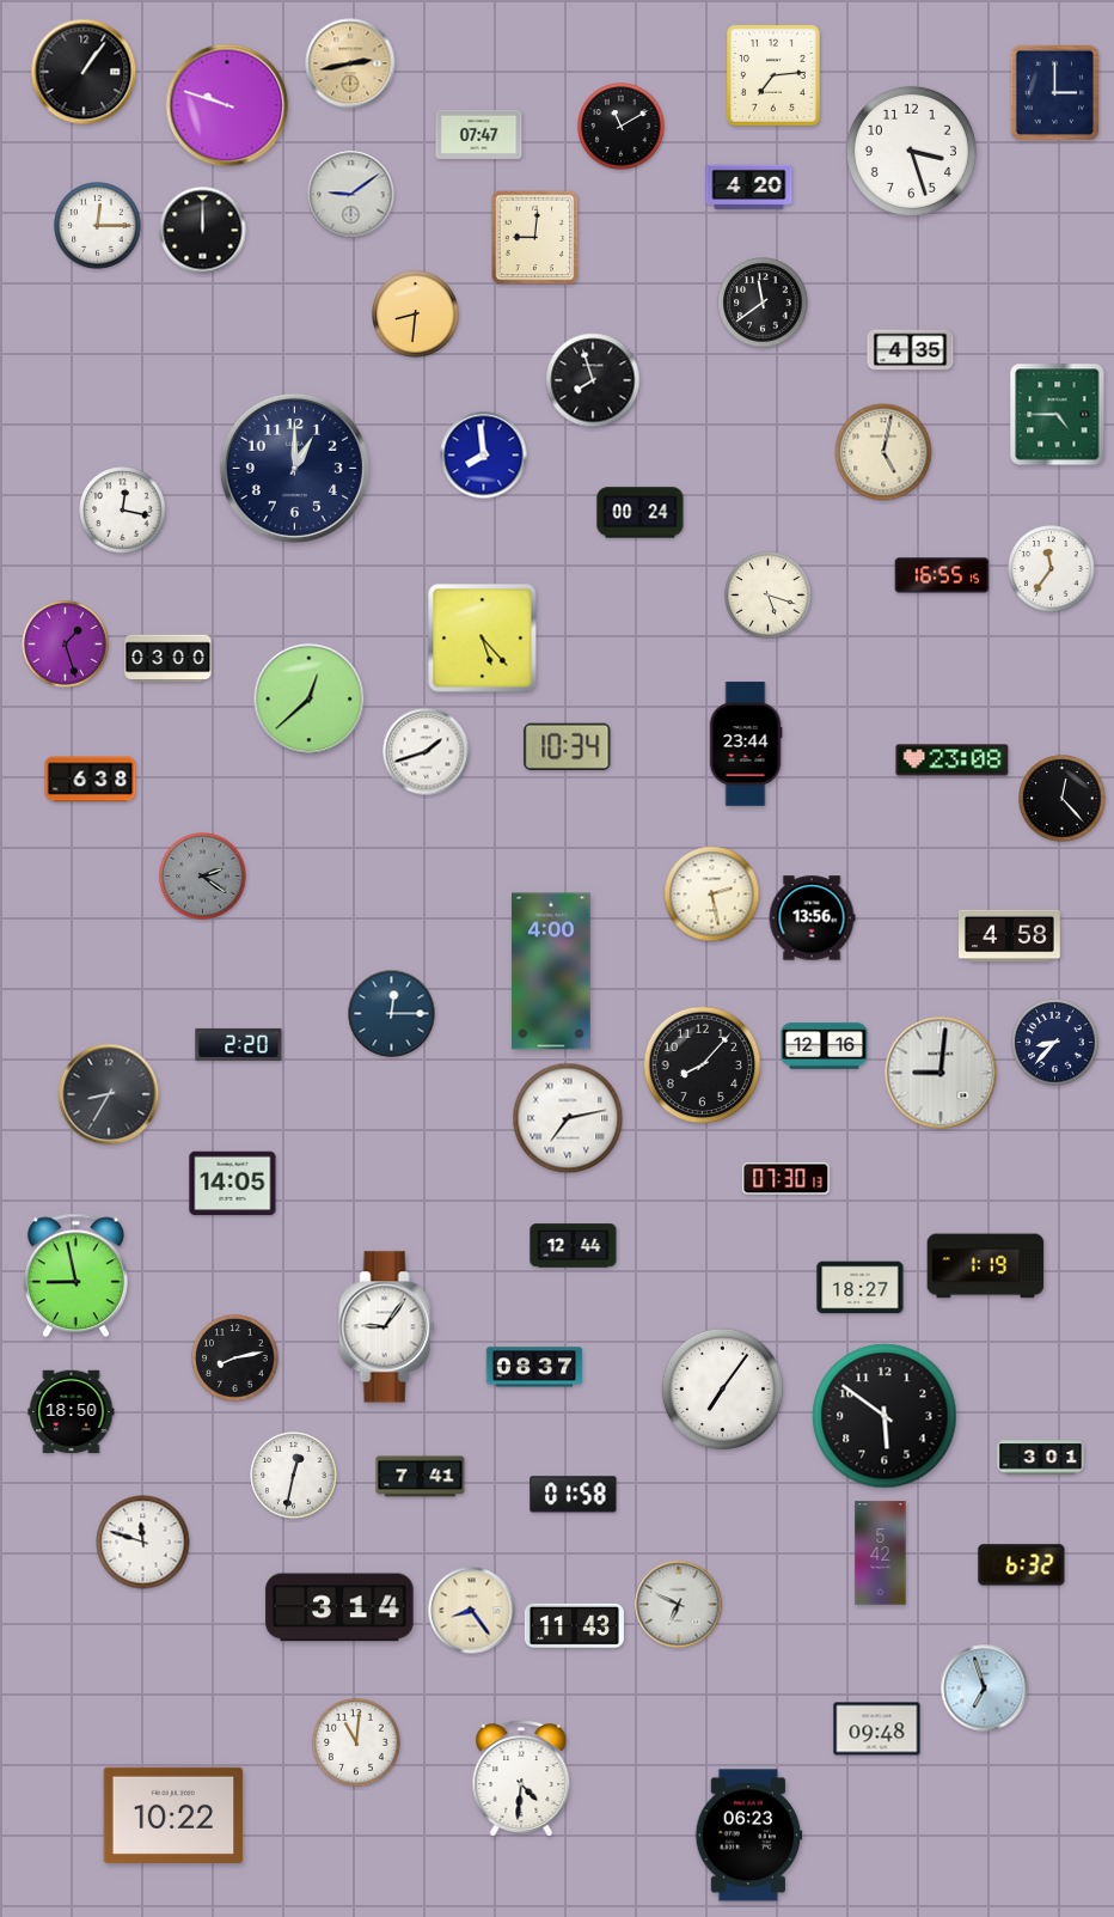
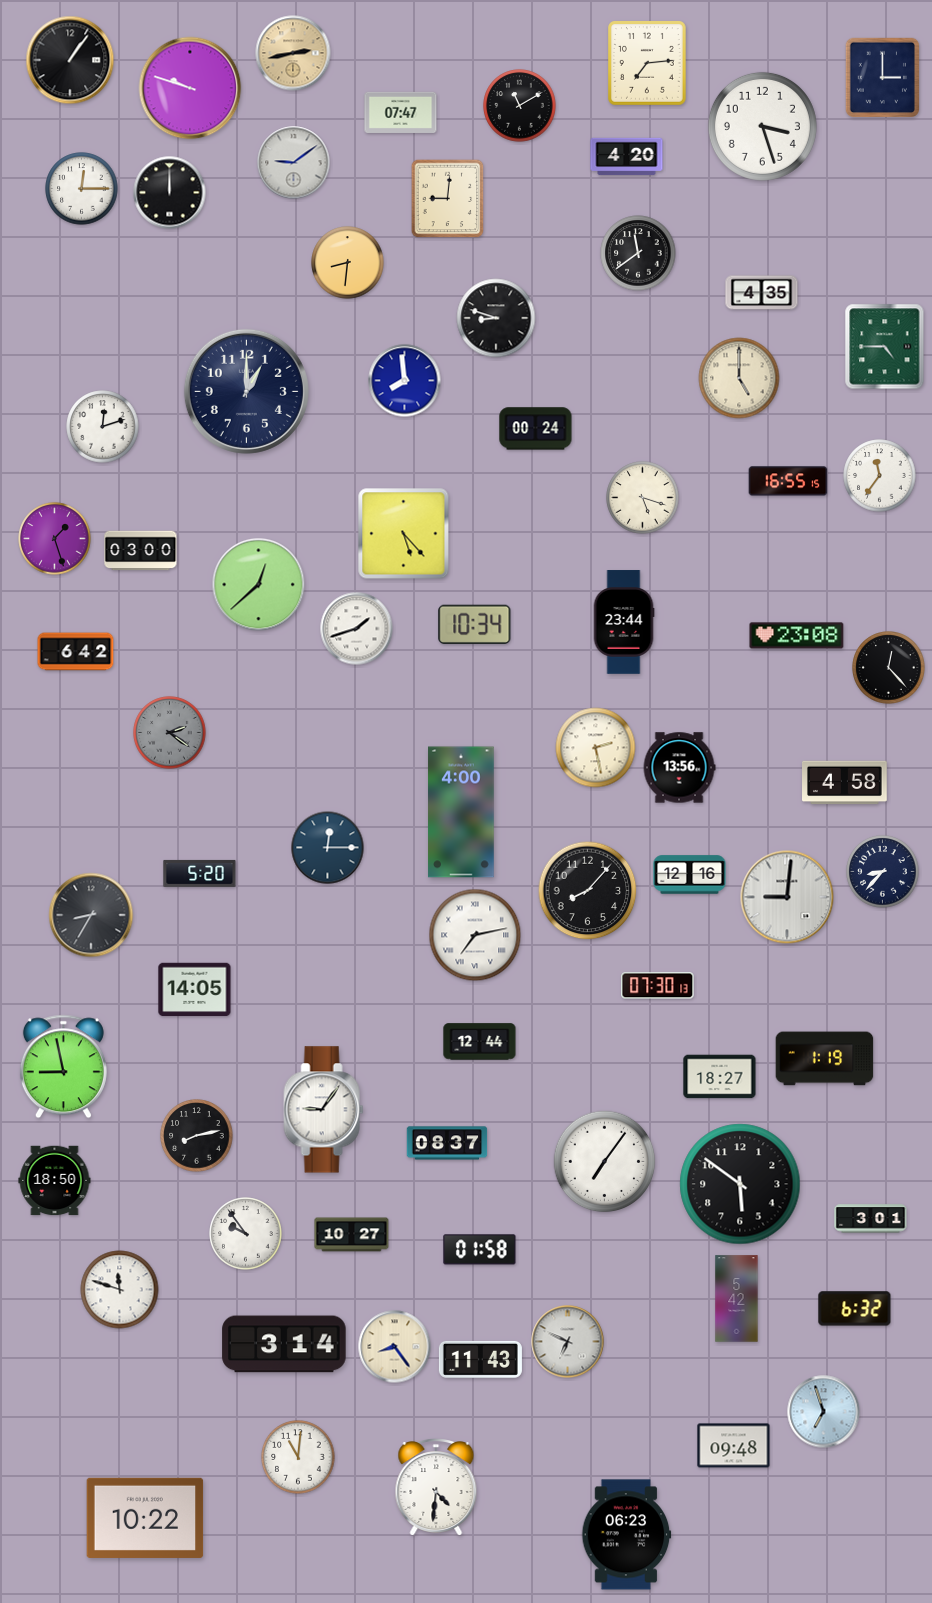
clock at (593, 380): 7:57 -> 8:48
clock at (883, 452): 5:02 -> 5:00
clock at (123, 511): 12:17 -> 12:12
clock at (91, 780): 6:38 -> 6:42
clock at (239, 1044): 2:20 -> 5:20
clock at (72, 1412) position: (72, 1412) -> (55, 1181)
clock at (294, 1476): 12:32 -> 9:54
clock at (421, 1477): 7:41 -> 10:27
